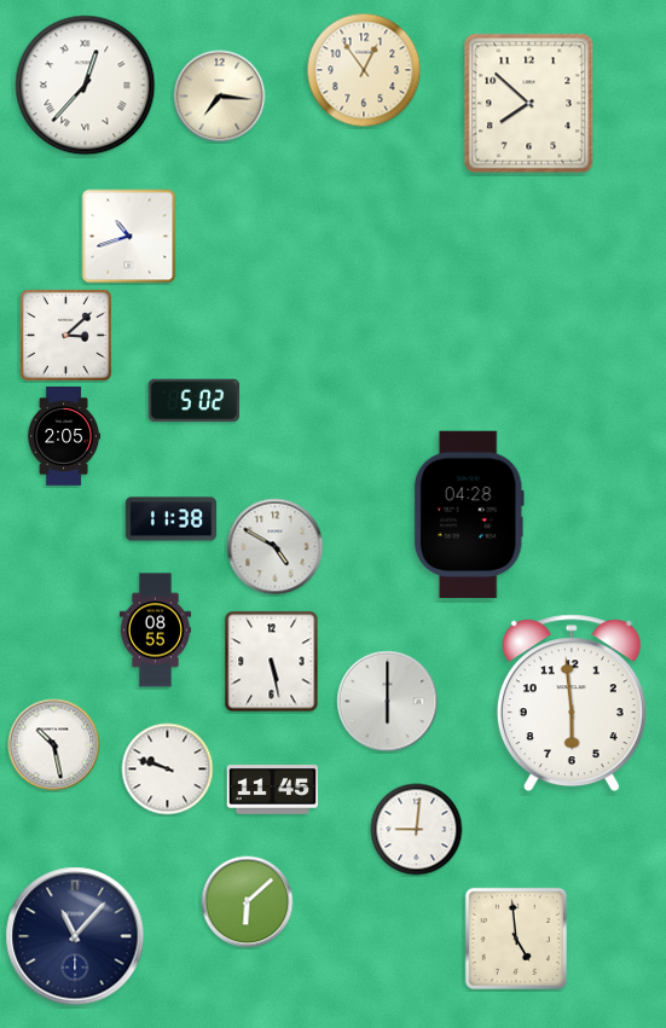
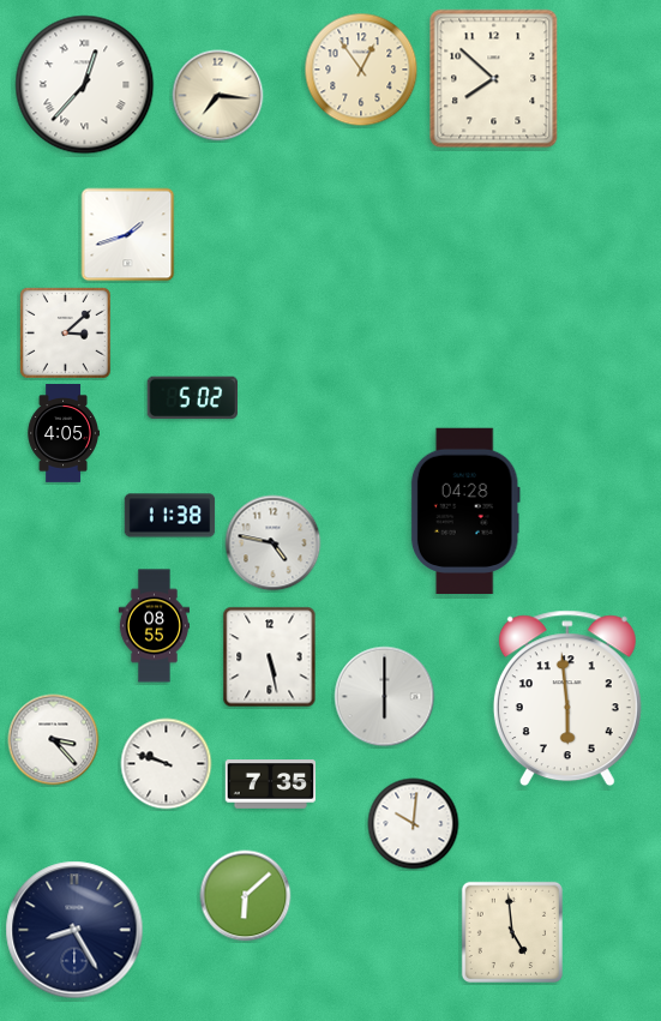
clock at (529, 104) position: (529, 104) -> (494, 79)
clock at (129, 237): 10:42 -> 1:42
clock at (63, 437): 2:05 -> 4:05
clock at (276, 547): 4:50 -> 4:47
clock at (54, 745): 10:28 -> 3:23
clock at (273, 790): 11:45 -> 7:35
clock at (417, 830): 9:01 -> 10:01
clock at (75, 936): 11:07 -> 8:25
